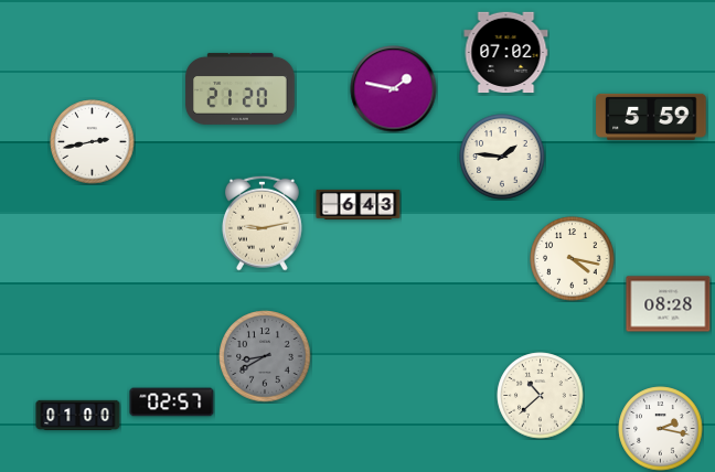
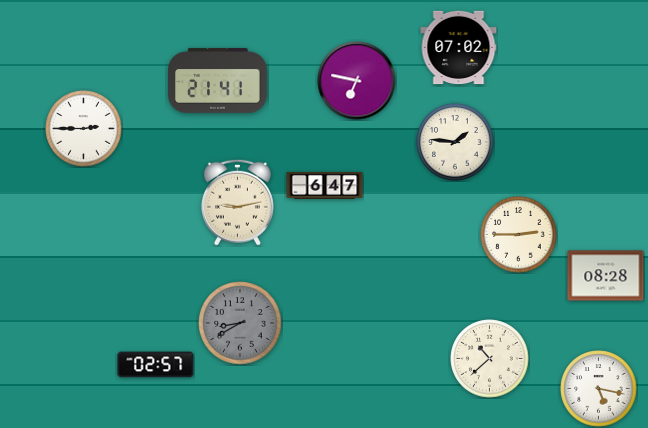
clock at (241, 88): 21:20 -> 21:41
clock at (394, 89): 1:47 -> 6:47
clock at (651, 117): 5:59 -> none
clock at (93, 142): 2:43 -> 2:45
clock at (359, 204): 6:43 -> 6:47
clock at (573, 259): 4:17 -> 2:45
clock at (78, 415): 01:00 -> none
clock at (661, 429): 2:17 -> 5:17
